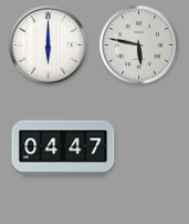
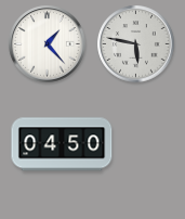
clock at (49, 45): 6:00 -> 1:23
clock at (63, 147): 04:47 -> 04:50
